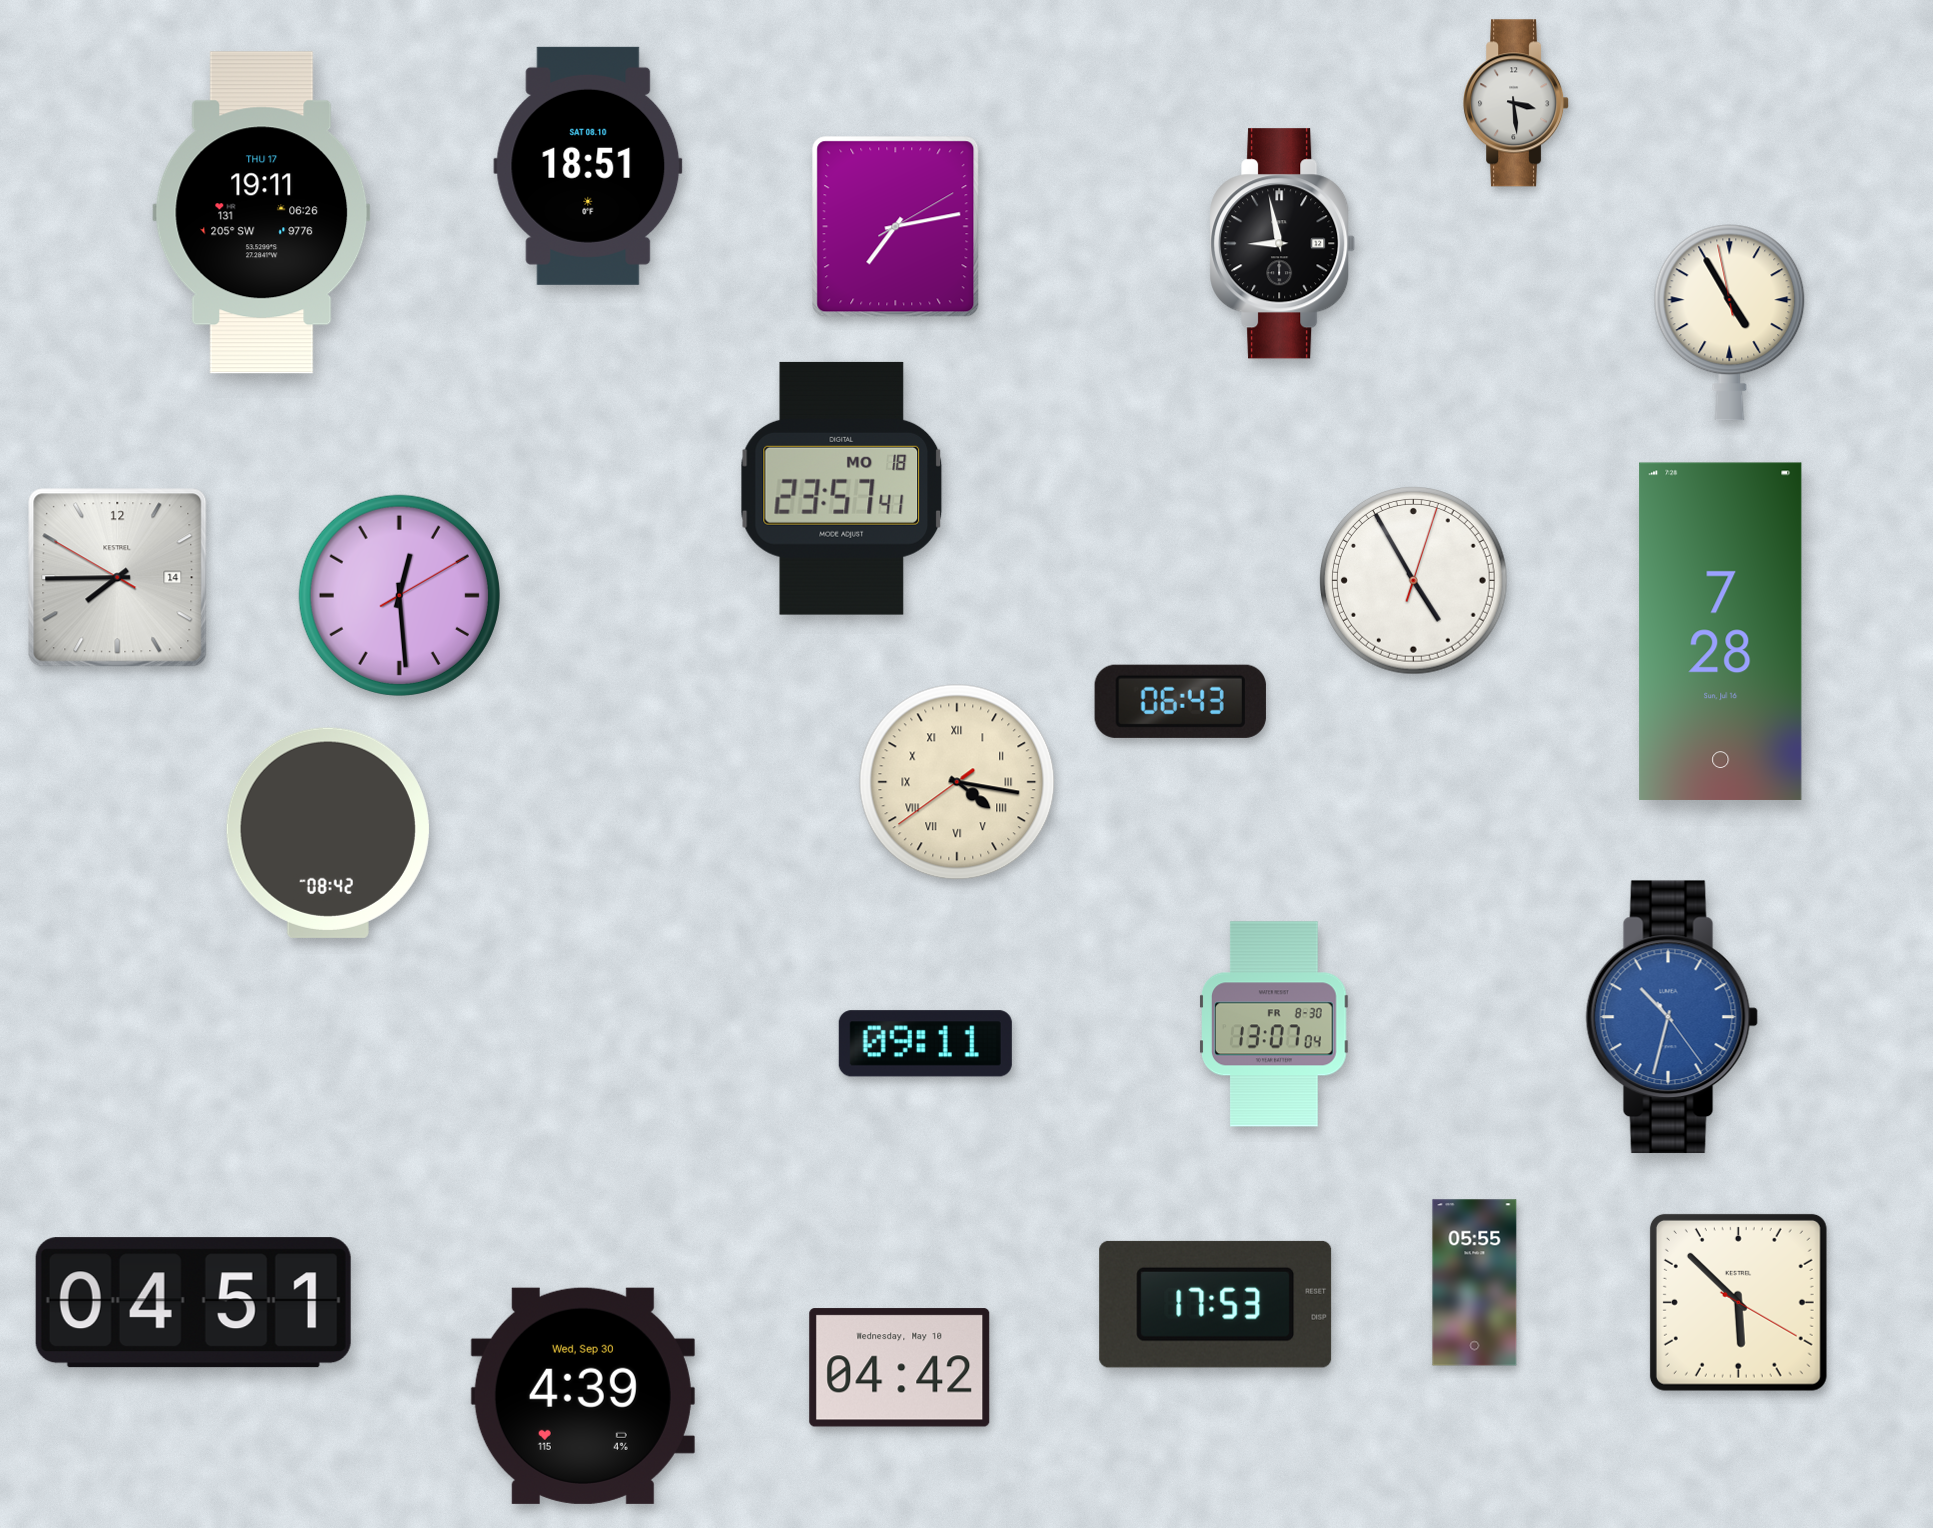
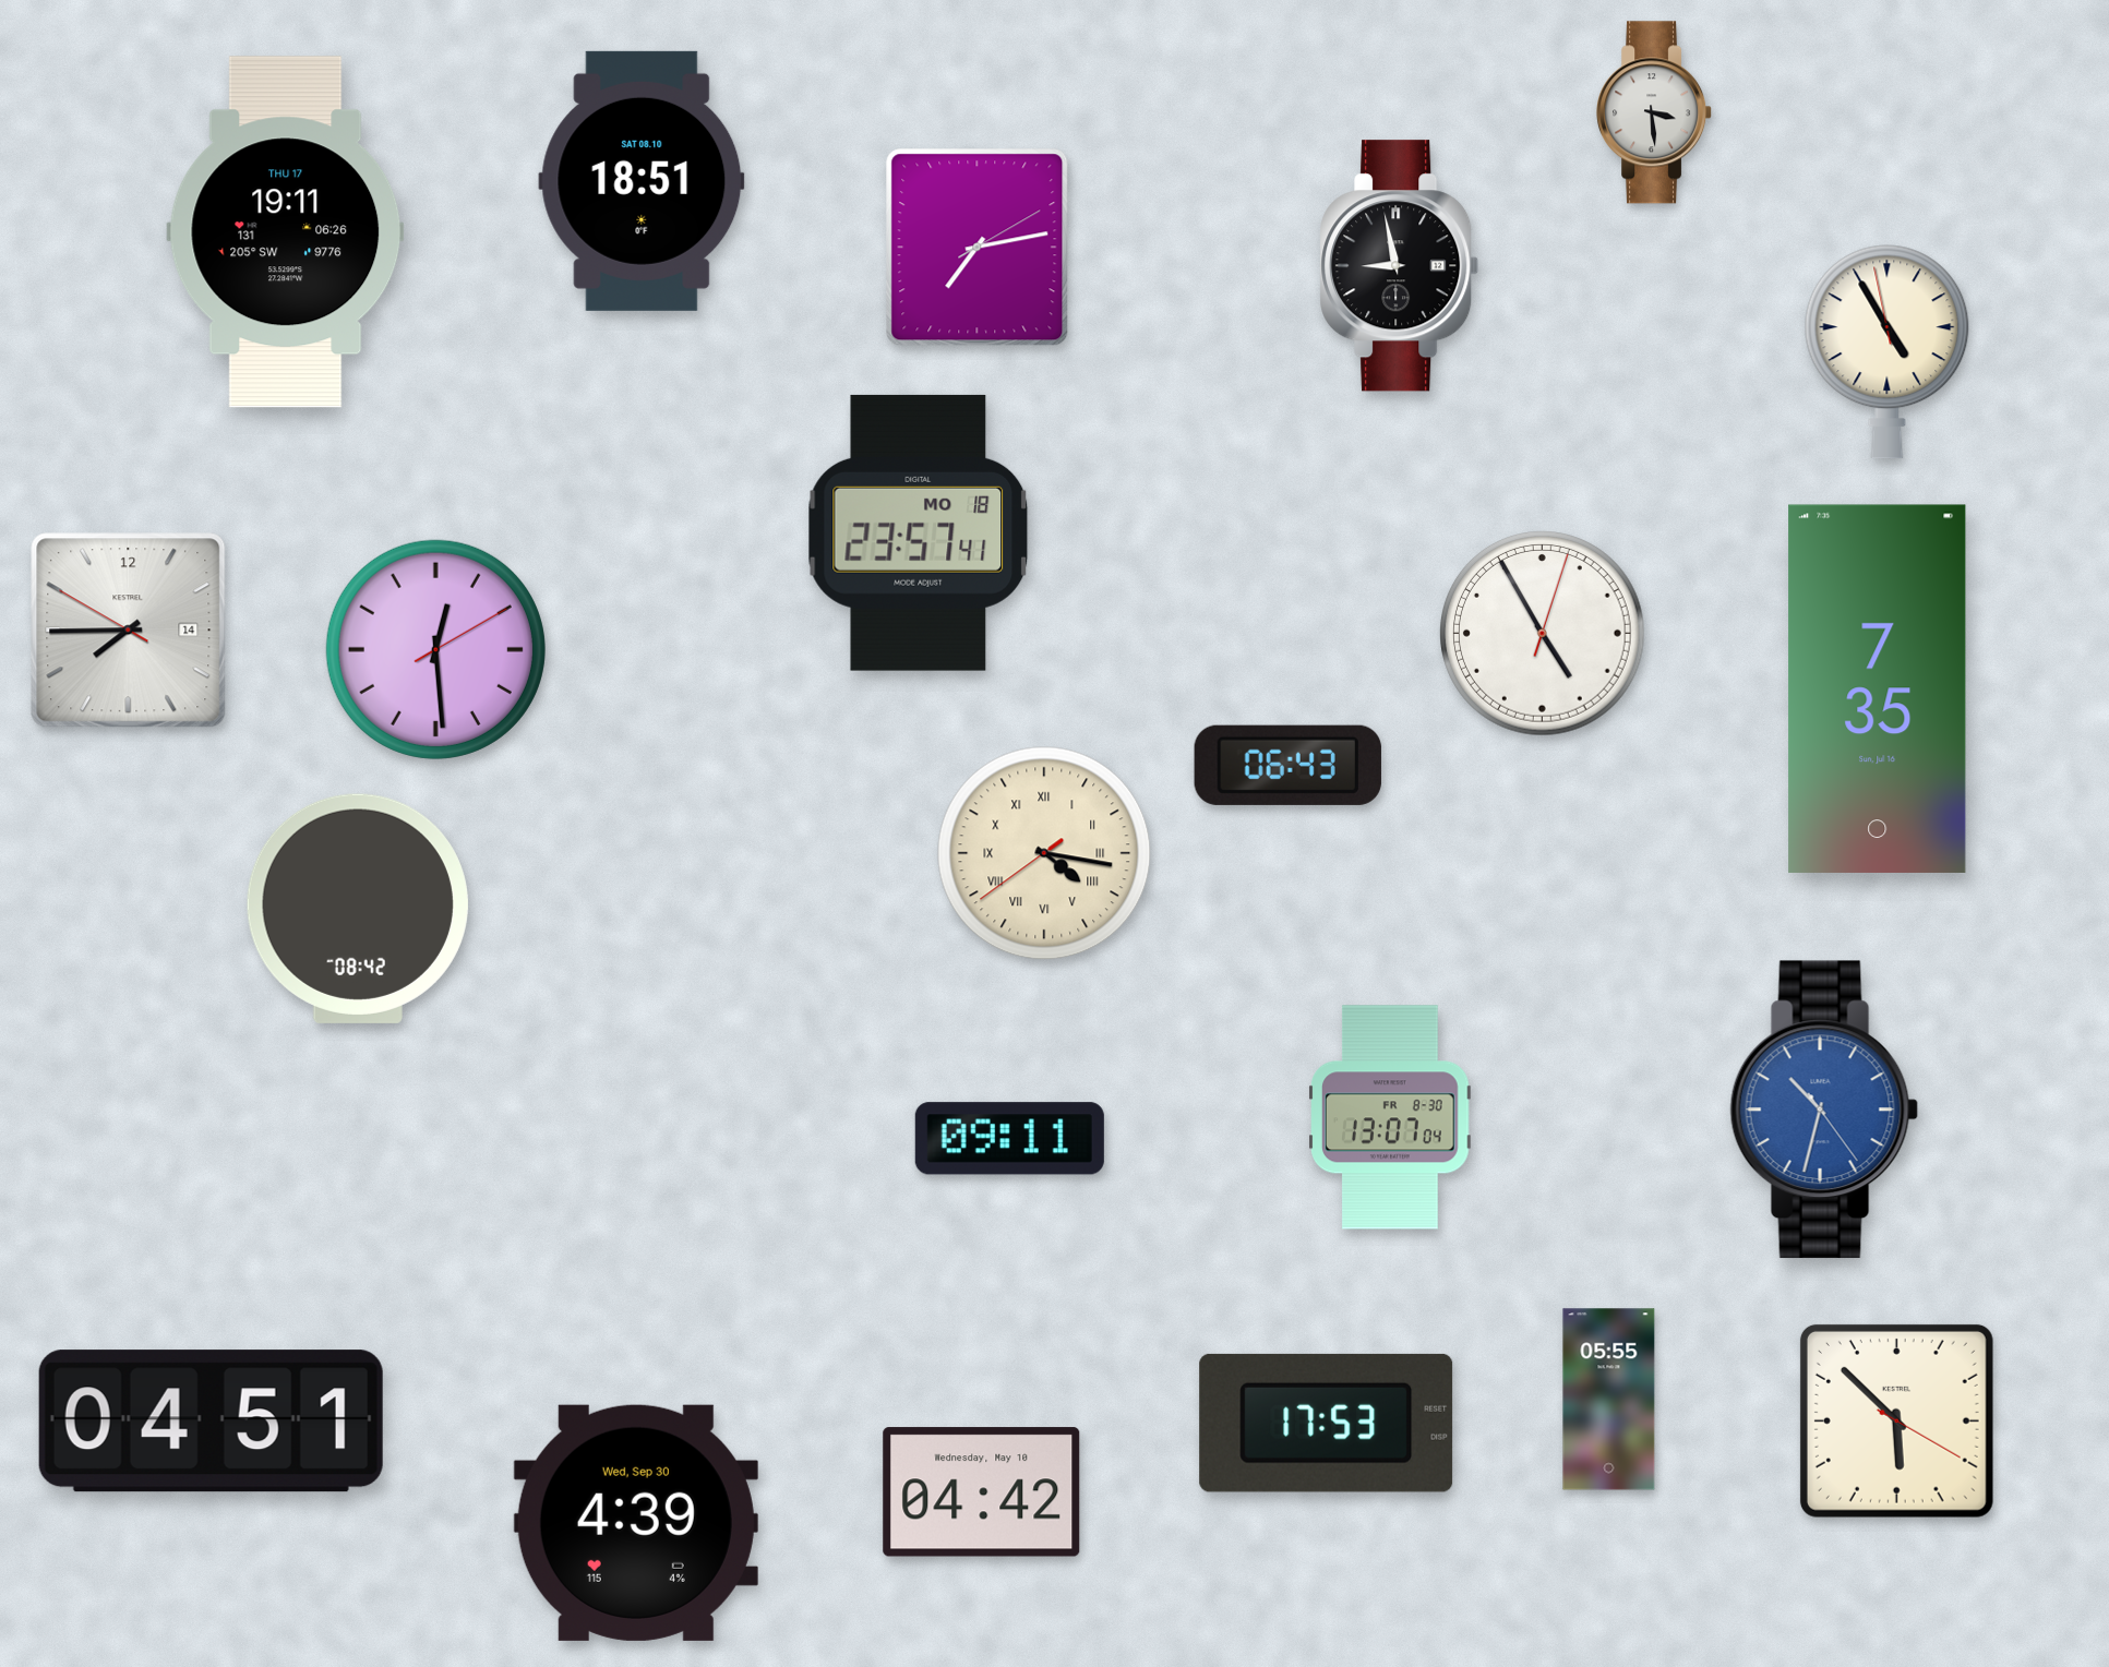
clock at (1721, 631): 7:28 -> 7:35
